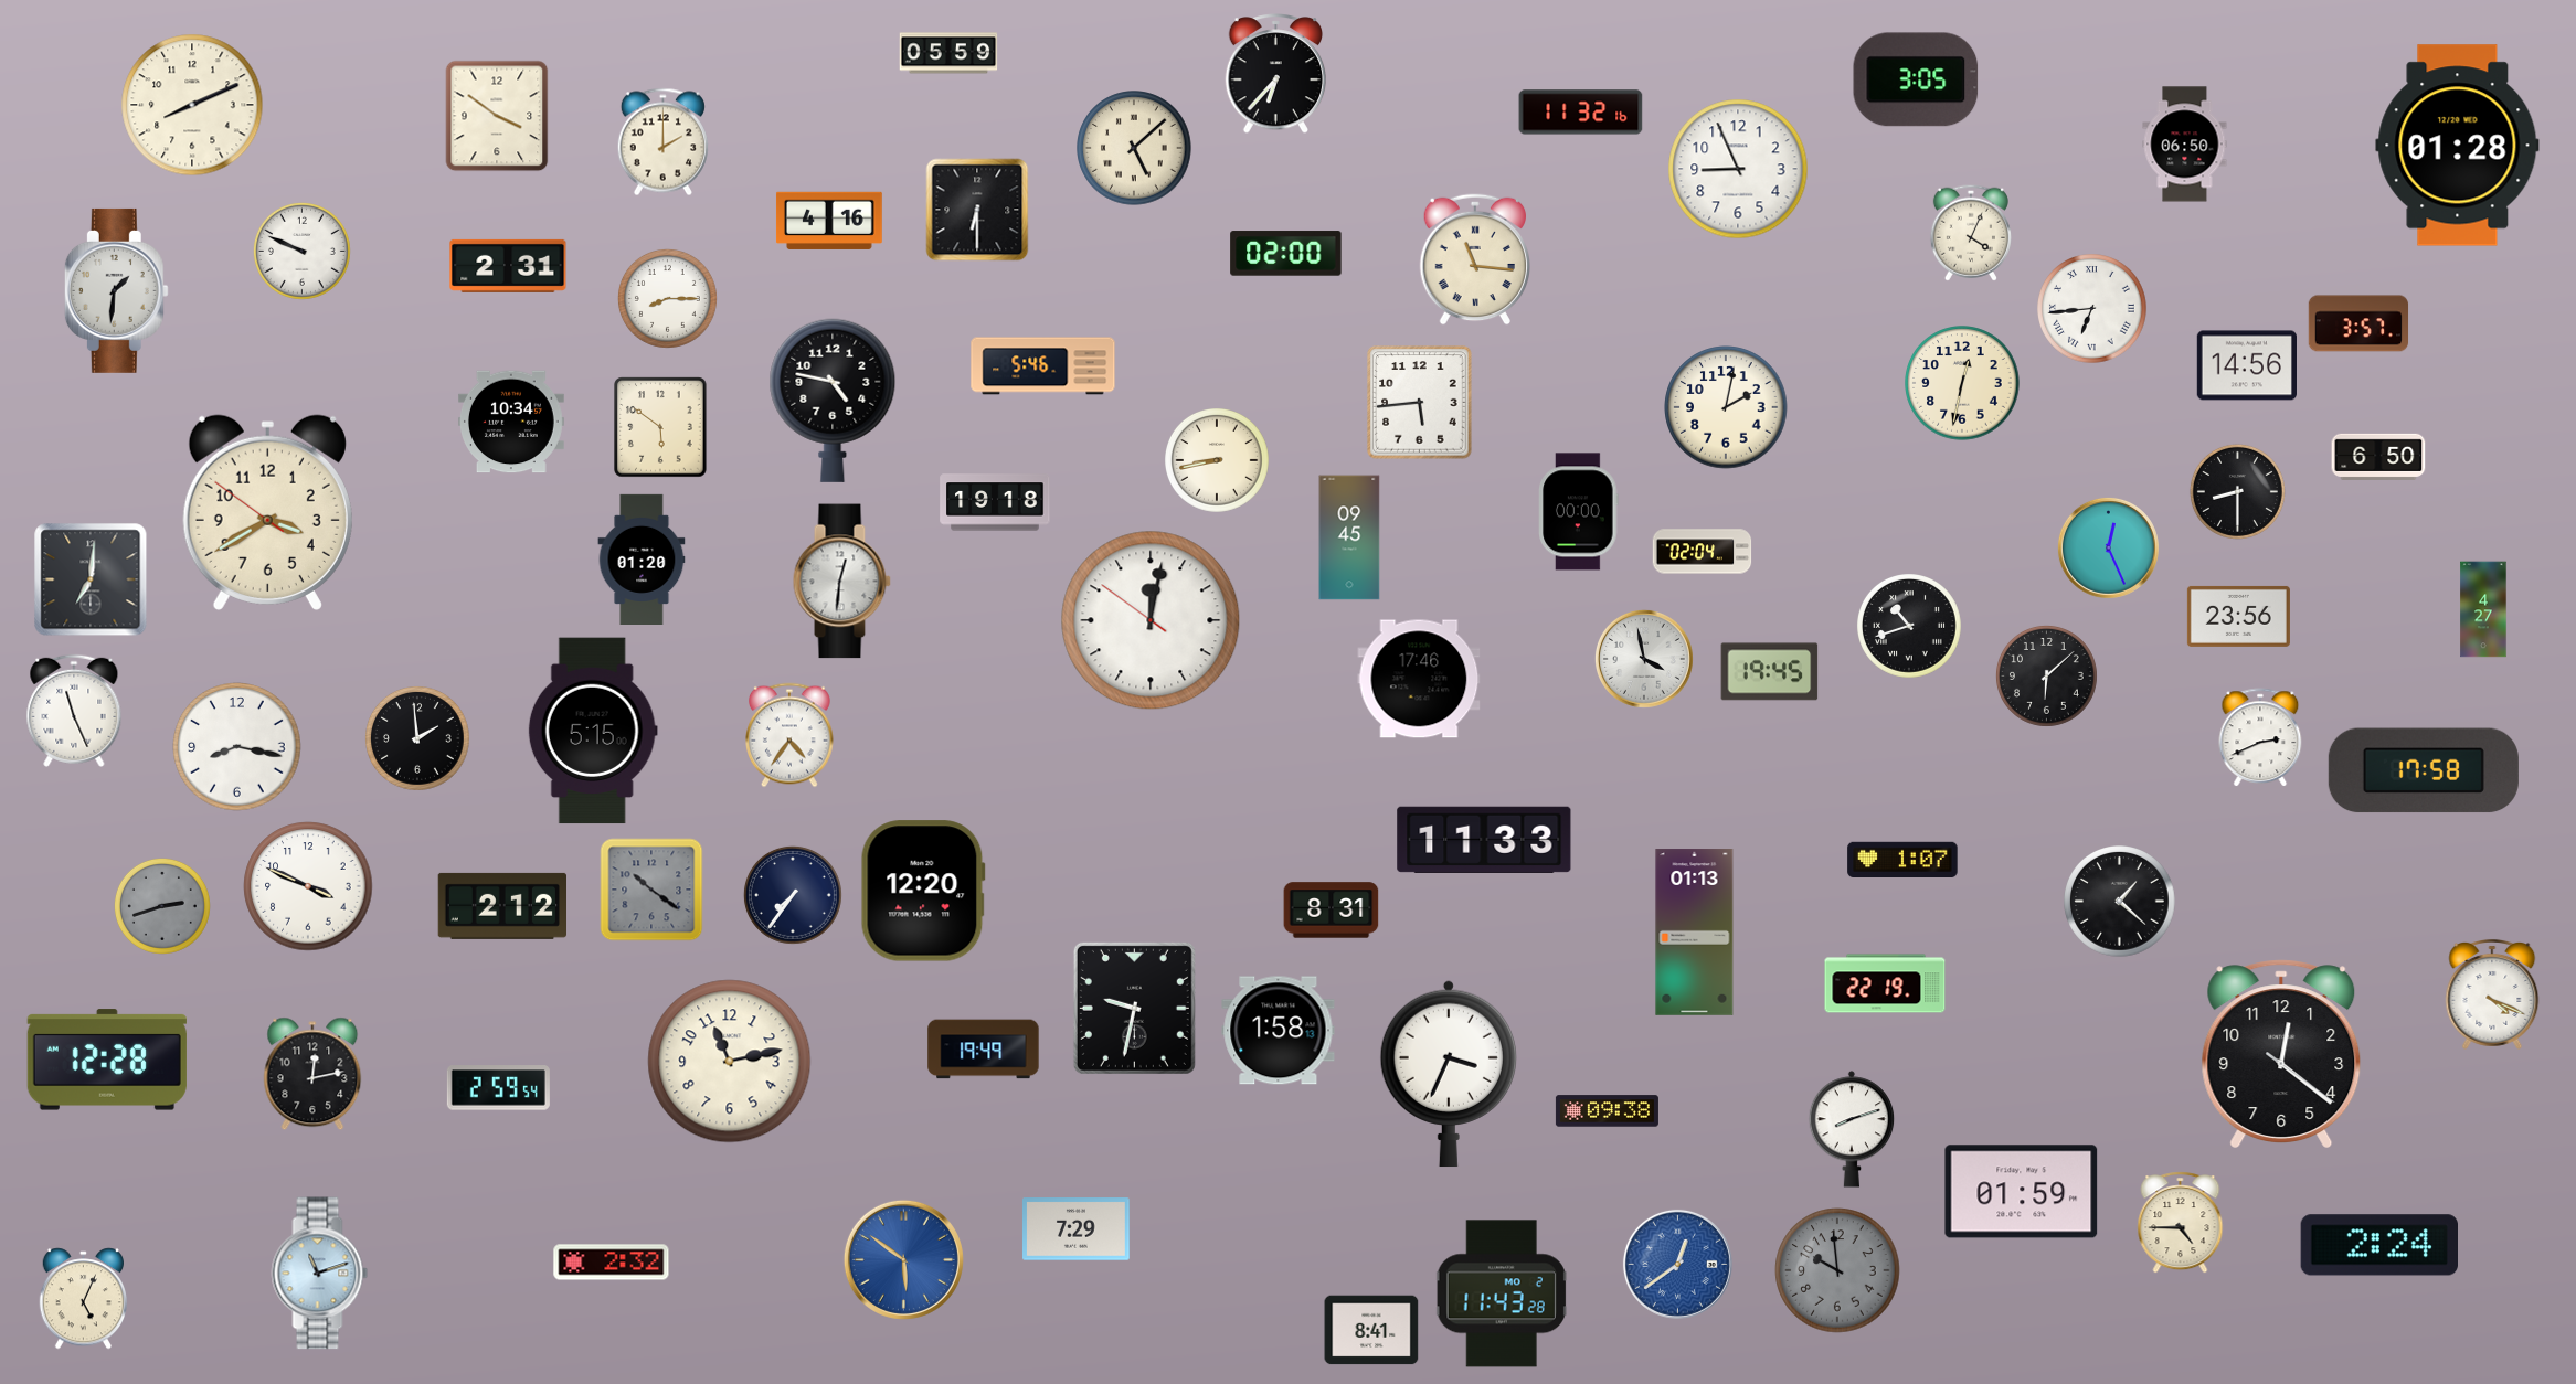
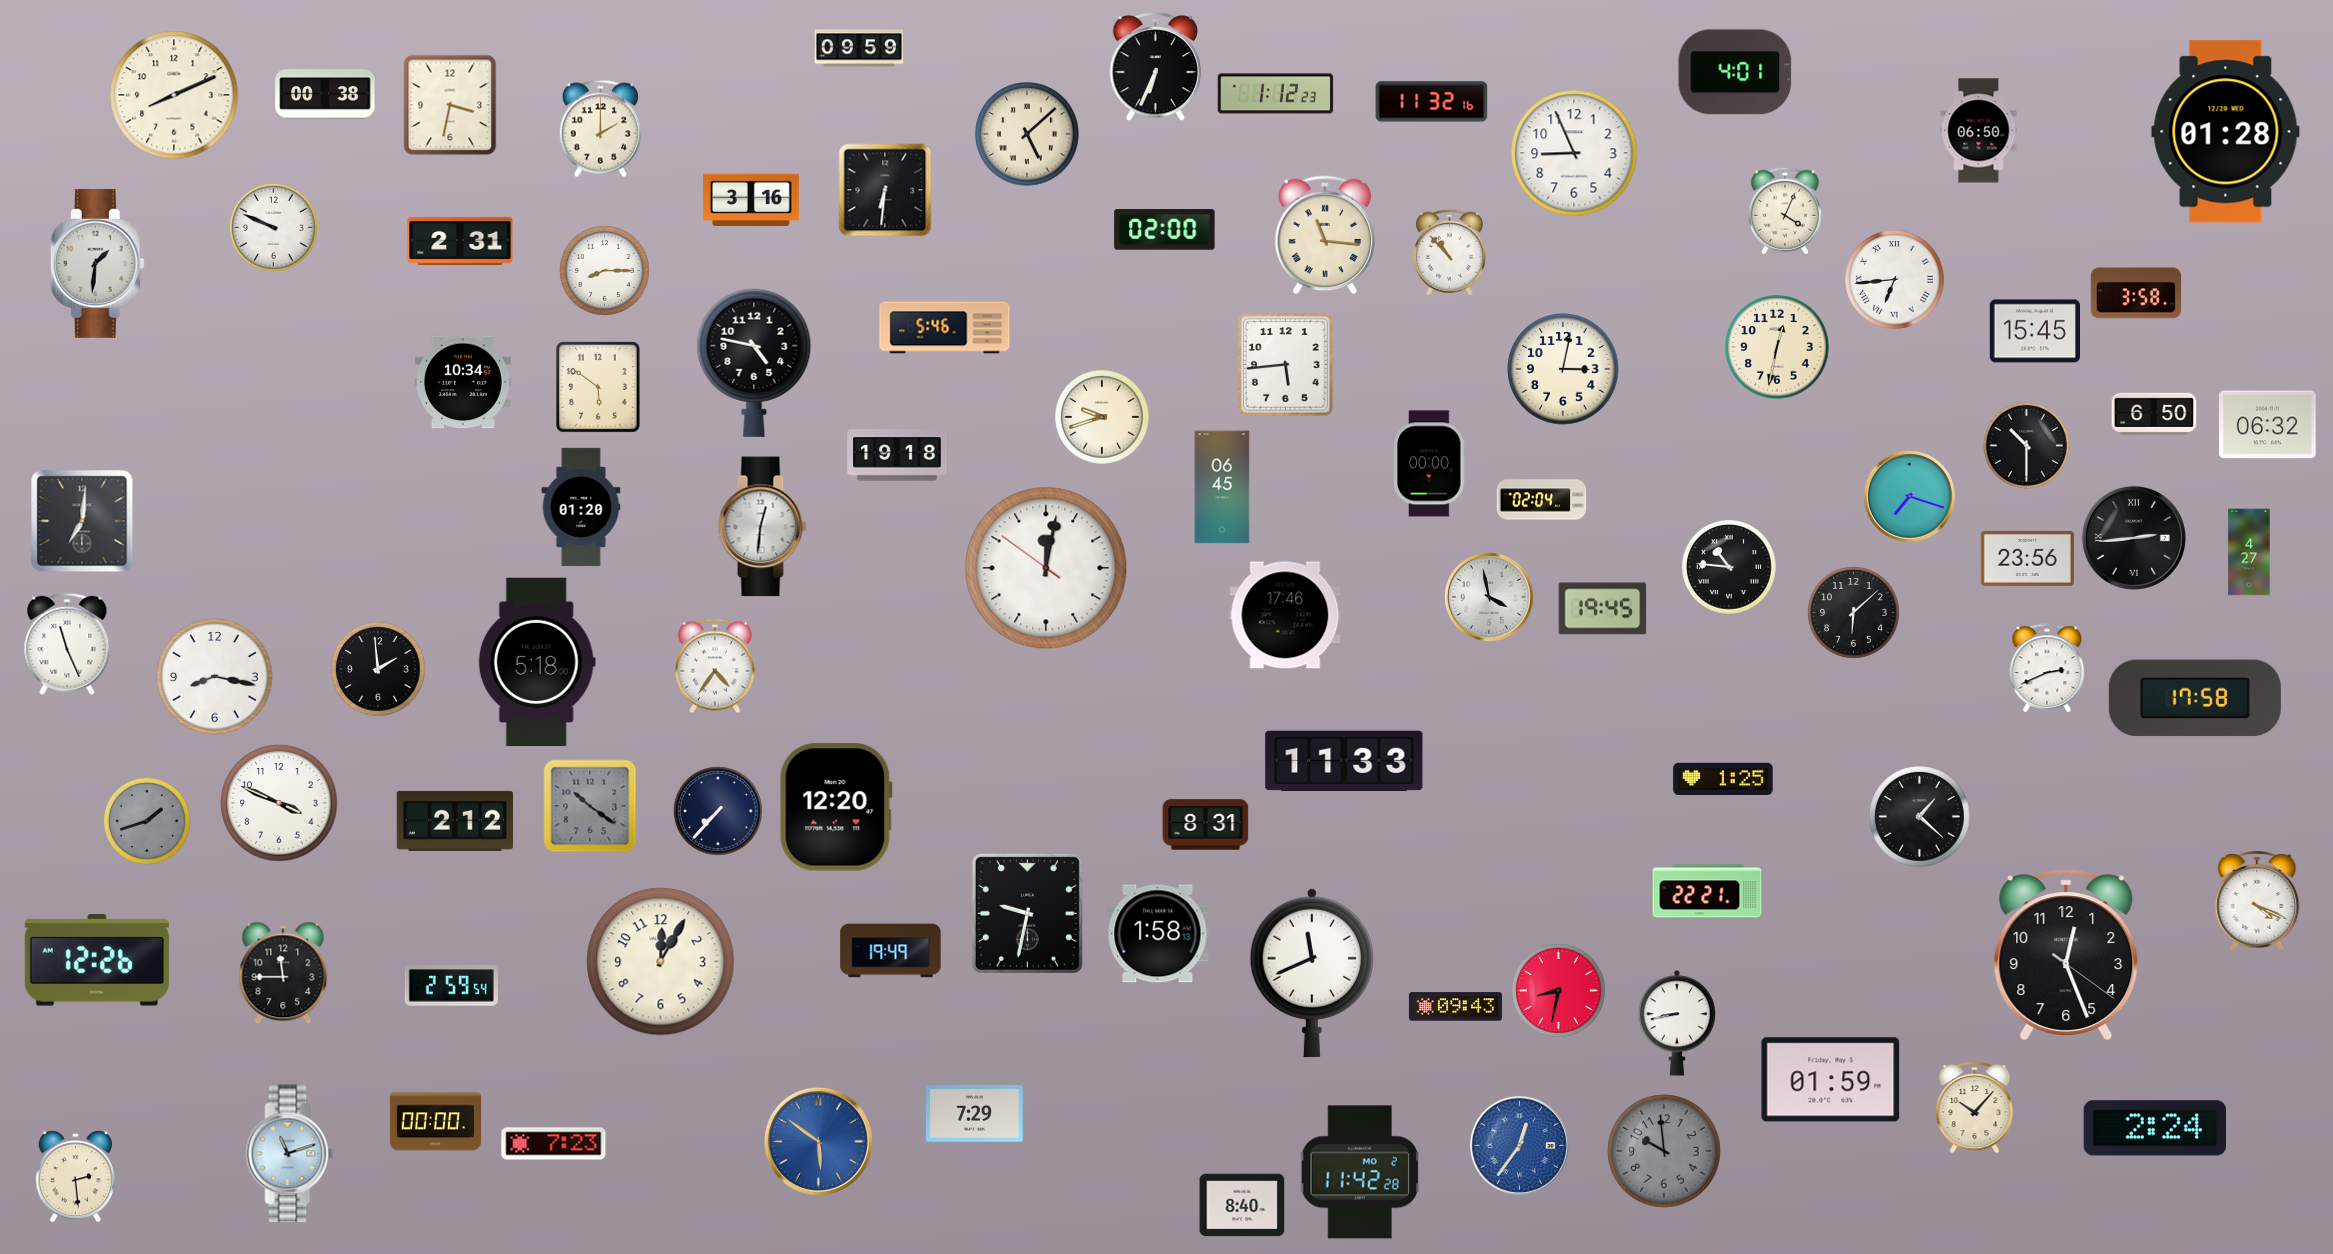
clock at (948, 53): 05:59 -> 09:59
clock at (1276, 74): 6:37 -> 6:34
clock at (1916, 79): 3:05 -> 4:01
clock at (325, 94): none -> 00:38
clock at (1276, 94): none -> 1:12
clock at (497, 116): 3:51 -> 3:32
clock at (977, 210): 6:30 -> 6:31
clock at (829, 221): 4:16 -> 3:16
clock at (1474, 259) position: (1474, 259) -> (1324, 235)
clock at (1449, 252): none -> 10:53
clock at (116, 290) position: (116, 290) -> (97, 263)
clock at (2358, 323): 3:57 -> 3:58
clock at (2246, 365): 14:56 -> 15:45
clock at (1043, 366) position: (1043, 366) -> (945, 328)
clock at (1726, 407): 2:02 -> 3:02
clock at (1218, 461): 8:43 -> 9:42
clock at (2268, 425): none -> 06:32
clock at (2237, 491): 8:30 -> 10:30
clock at (995, 502) position: (995, 502) -> (897, 455)
clock at (267, 512): 3:39 -> none
clock at (1349, 537): 09:45 -> 06:45
clock at (2108, 547): 12:26 -> 7:18
clock at (91, 579) position: (91, 579) -> (82, 521)
clock at (2134, 538): none -> 2:44
clock at (1151, 620) position: (1151, 620) -> (1046, 568)
clock at (1910, 627): 10:42 -> 10:46
clock at (593, 731): 5:15 -> 5:18
clock at (1902, 860): 1:07 -> 1:25
clock at (793, 895): 7:36 -> 7:37
clock at (162, 906): 2:42 -> 1:42
clock at (1695, 933): 01:13 -> none
clock at (1885, 983): 22:19 -> 22:21
clock at (2281, 1054): 12:21 -> 12:26
clock at (107, 1060): 12:28 -> 12:26
clock at (730, 1062): 11:13 -> 12:05
clock at (312, 1074): 12:13 -> 11:45
clock at (1449, 1074): 3:34 -> 11:41
clock at (1559, 991): none -> 8:32
clock at (1607, 1111): 09:38 -> 09:43
clock at (1852, 1129): 8:12 -> 8:43
clock at (2181, 1223): 4:45 -> 10:07
clock at (435, 1122): none -> 00:00
clock at (612, 1263): 2:32 -> 7:23
clock at (1677, 1264): 12:39 -> 12:36
clock at (1502, 1293): 11:43 -> 11:42
clock at (83, 1299): 5:04 -> 2:29
clock at (1371, 1330): 8:41 -> 8:40
